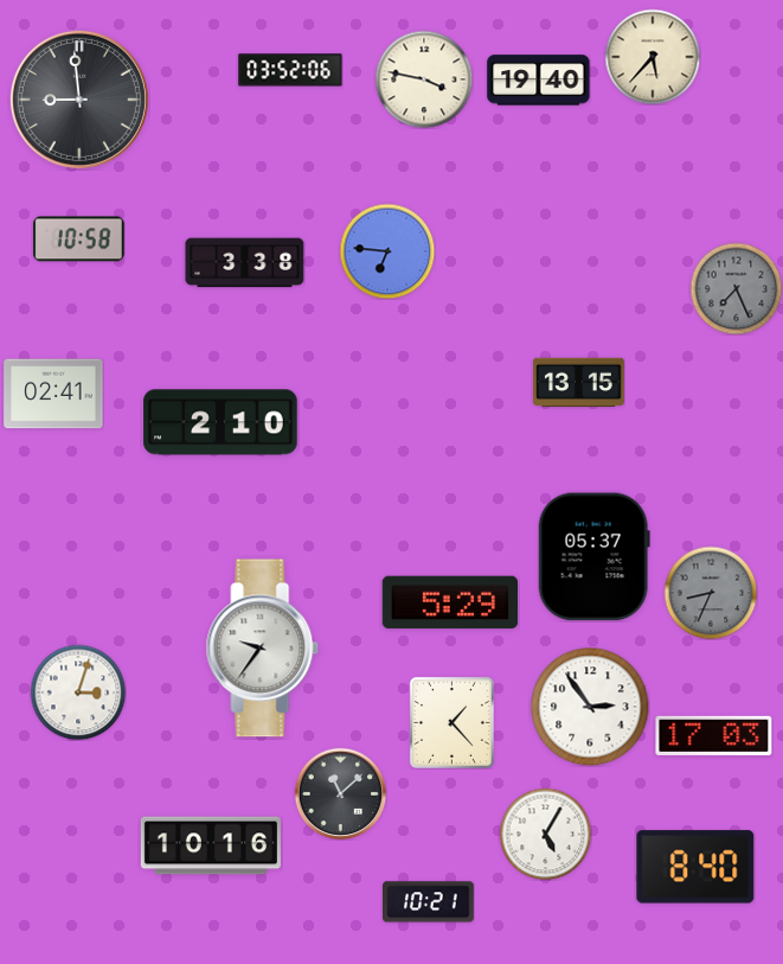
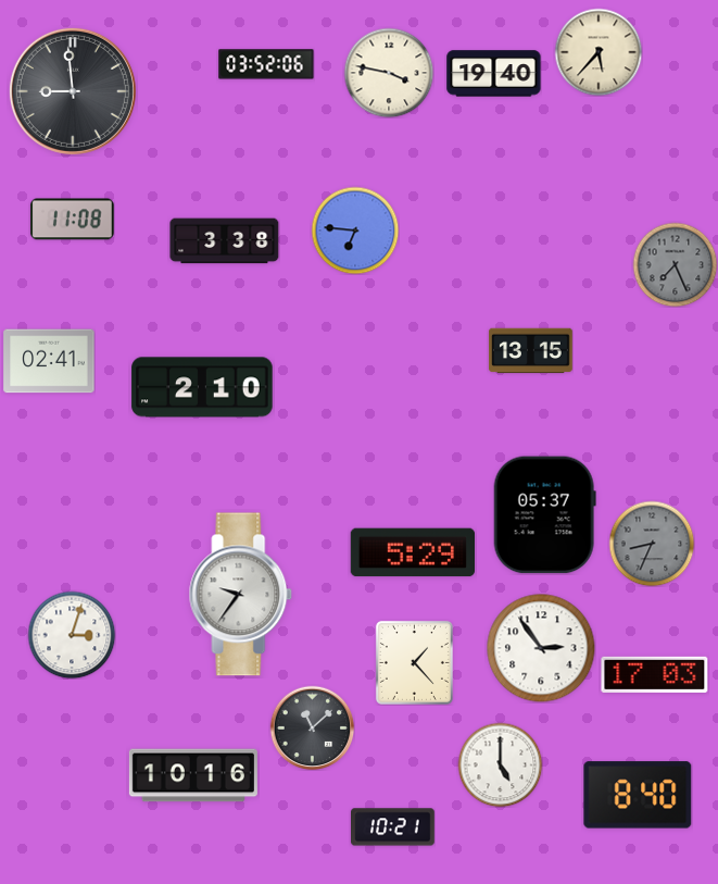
clock at (78, 240): 10:58 -> 11:08
clock at (593, 557) position: (593, 557) -> (544, 515)
clock at (545, 834): 5:05 -> 5:00
